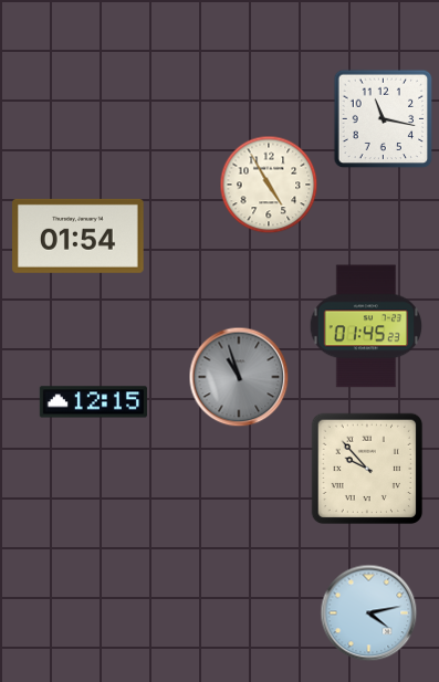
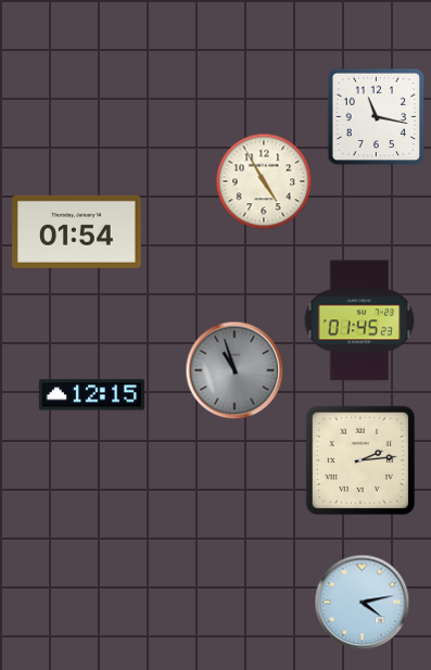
clock at (367, 469): 9:53 -> 2:14
